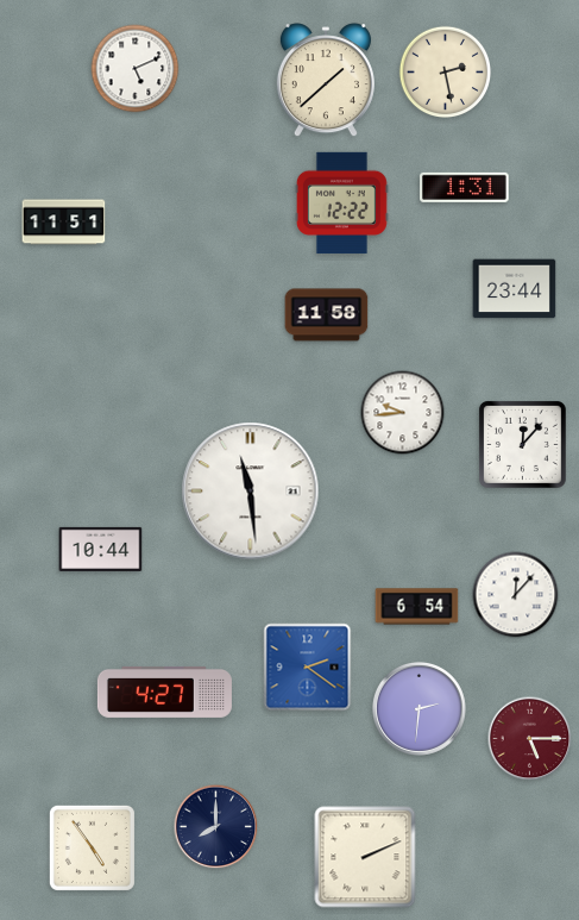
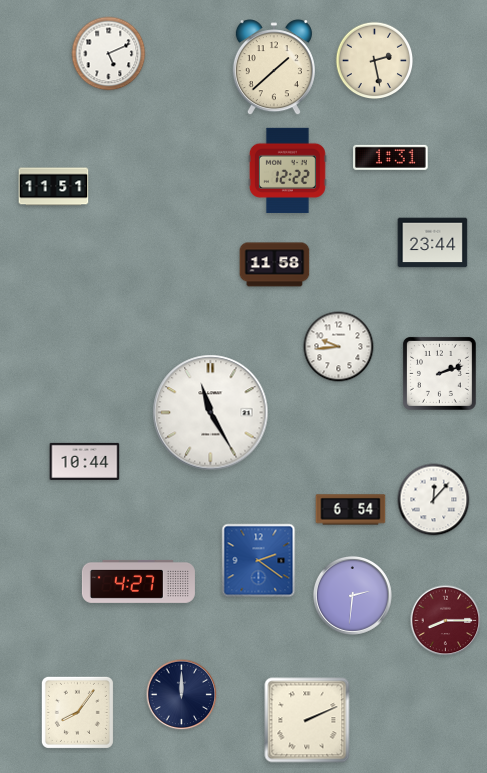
clock at (136, 69) position: (136, 69) -> (109, 54)
clock at (522, 444): 12:07 -> 2:12
clock at (251, 492): 11:29 -> 11:25
clock at (530, 739): 5:15 -> 8:15
clock at (216, 827): 8:00 -> 12:00
clock at (92, 847): 4:54 -> 8:06
